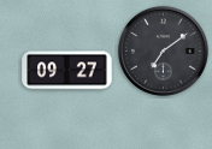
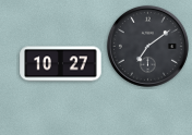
clock at (67, 71): 09:27 -> 10:27
